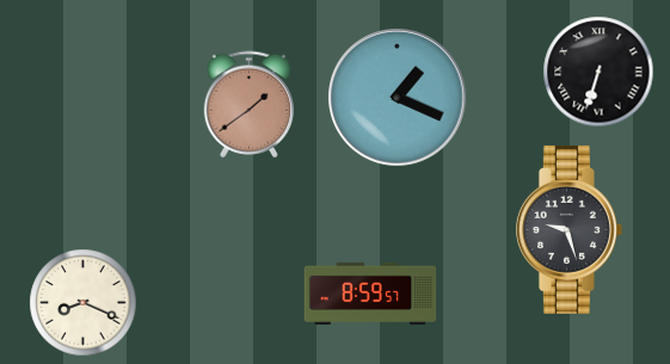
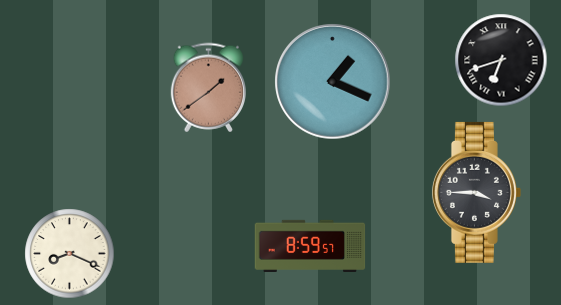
clock at (598, 72): 6:33 -> 6:42
clock at (568, 229): 9:27 -> 3:45
